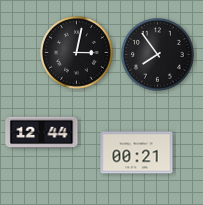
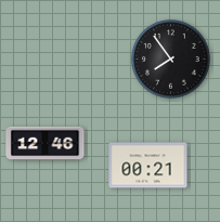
clock at (77, 53): 3:02 -> none
clock at (42, 133): 12:44 -> 12:46
